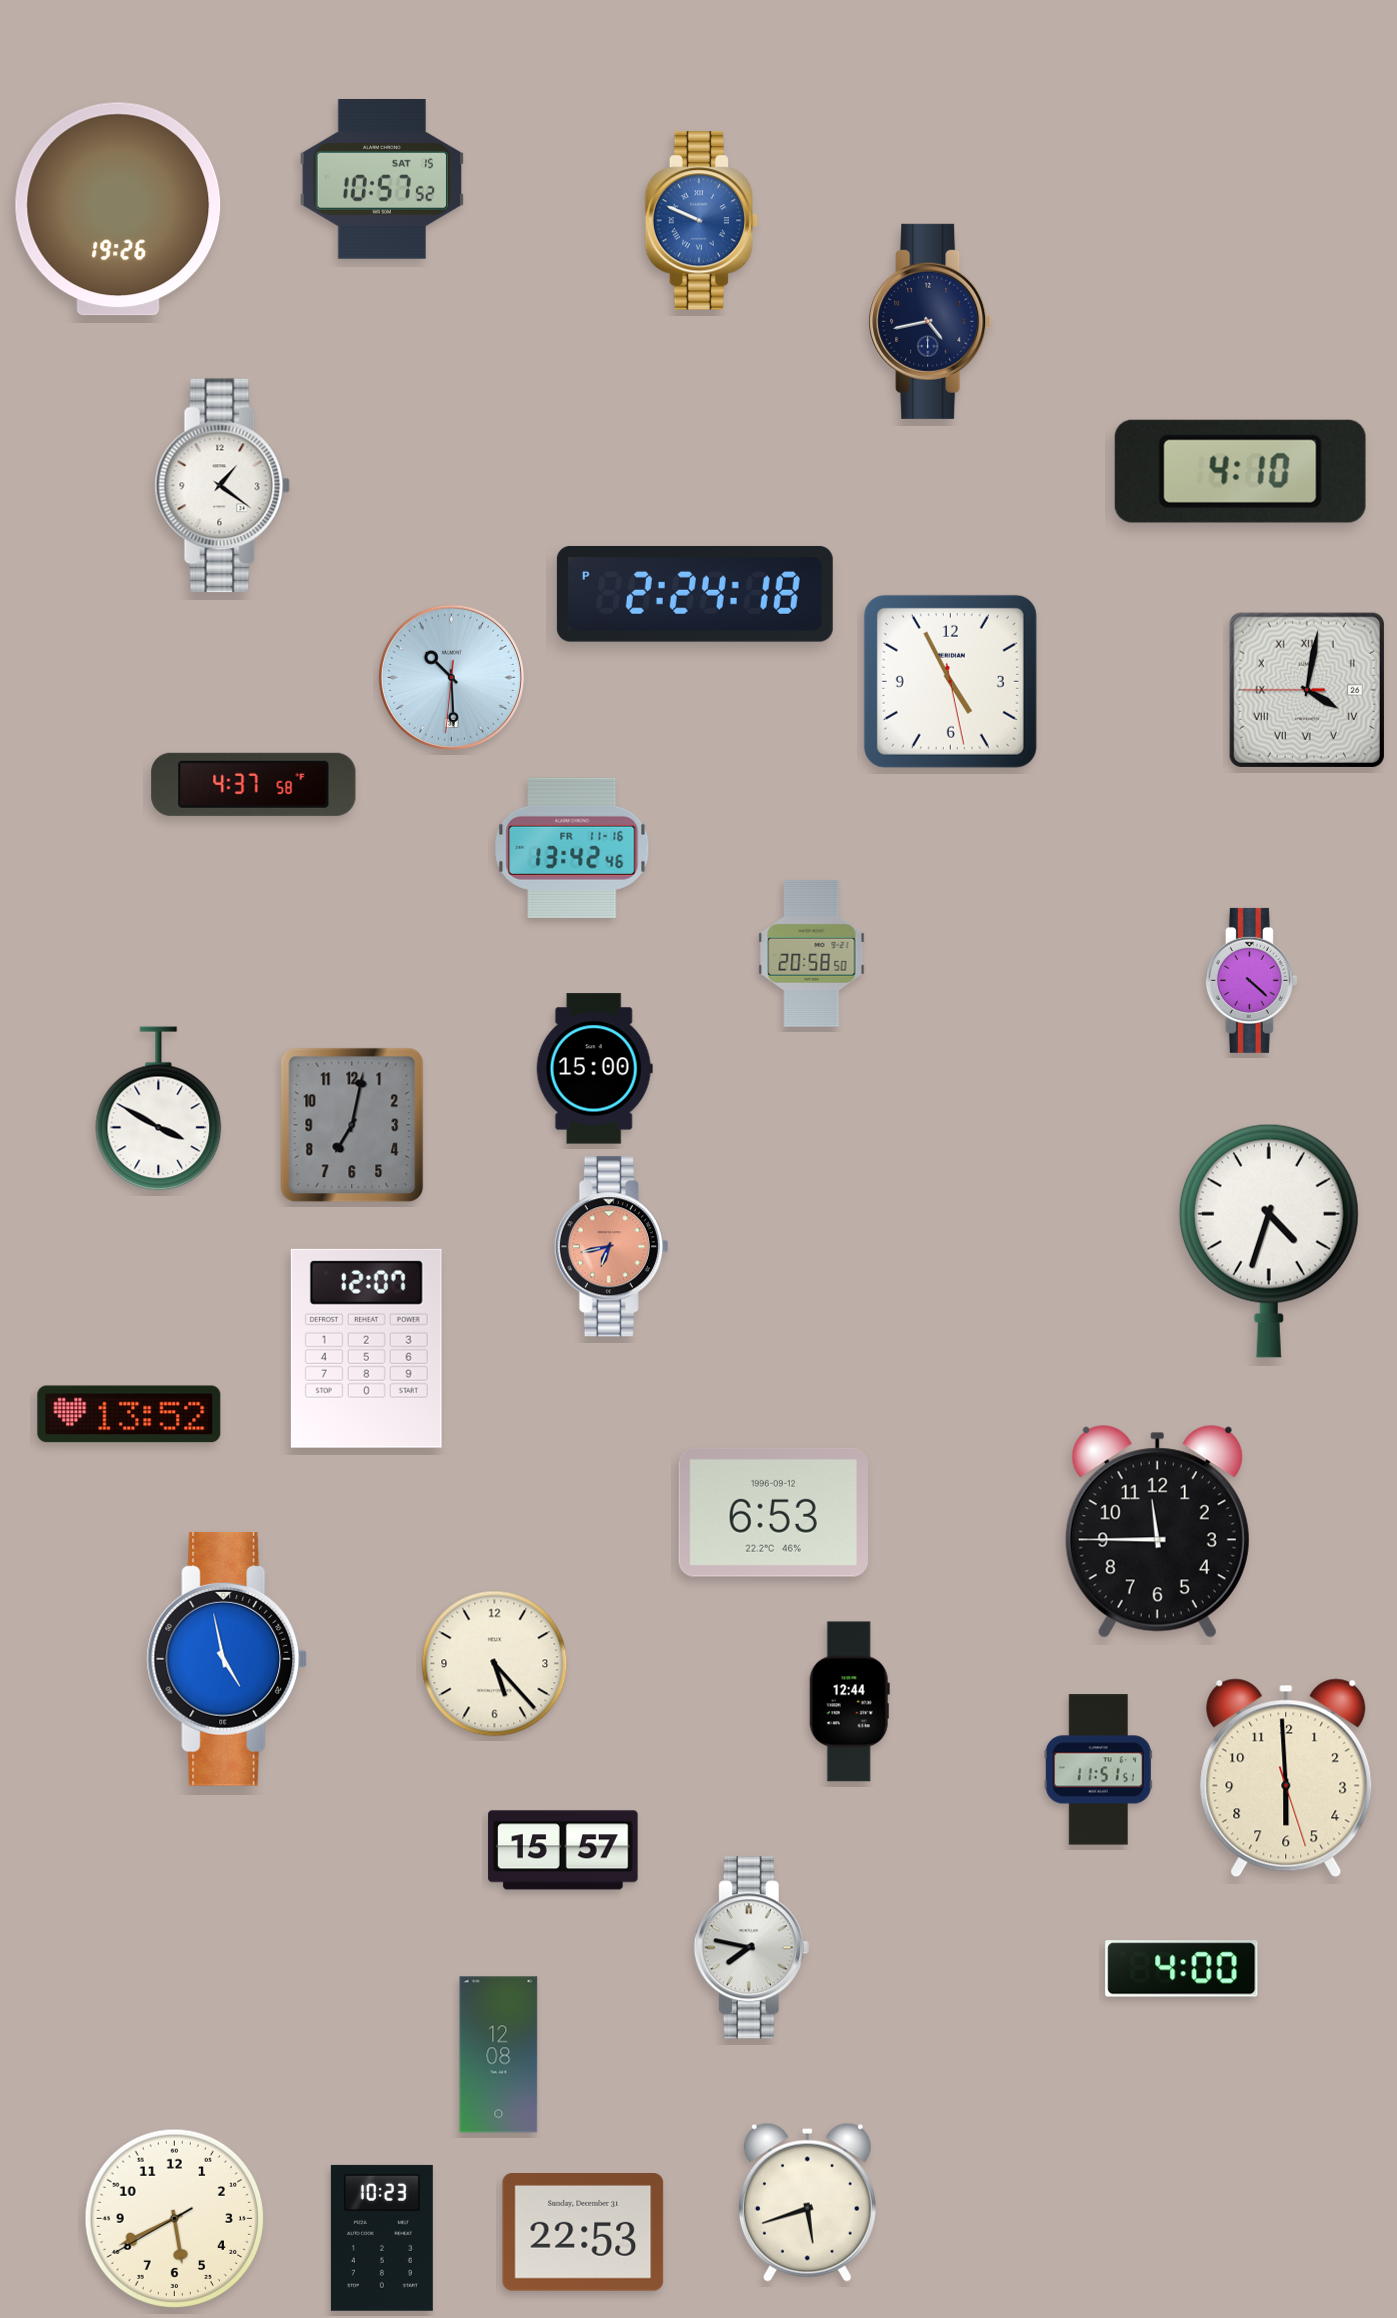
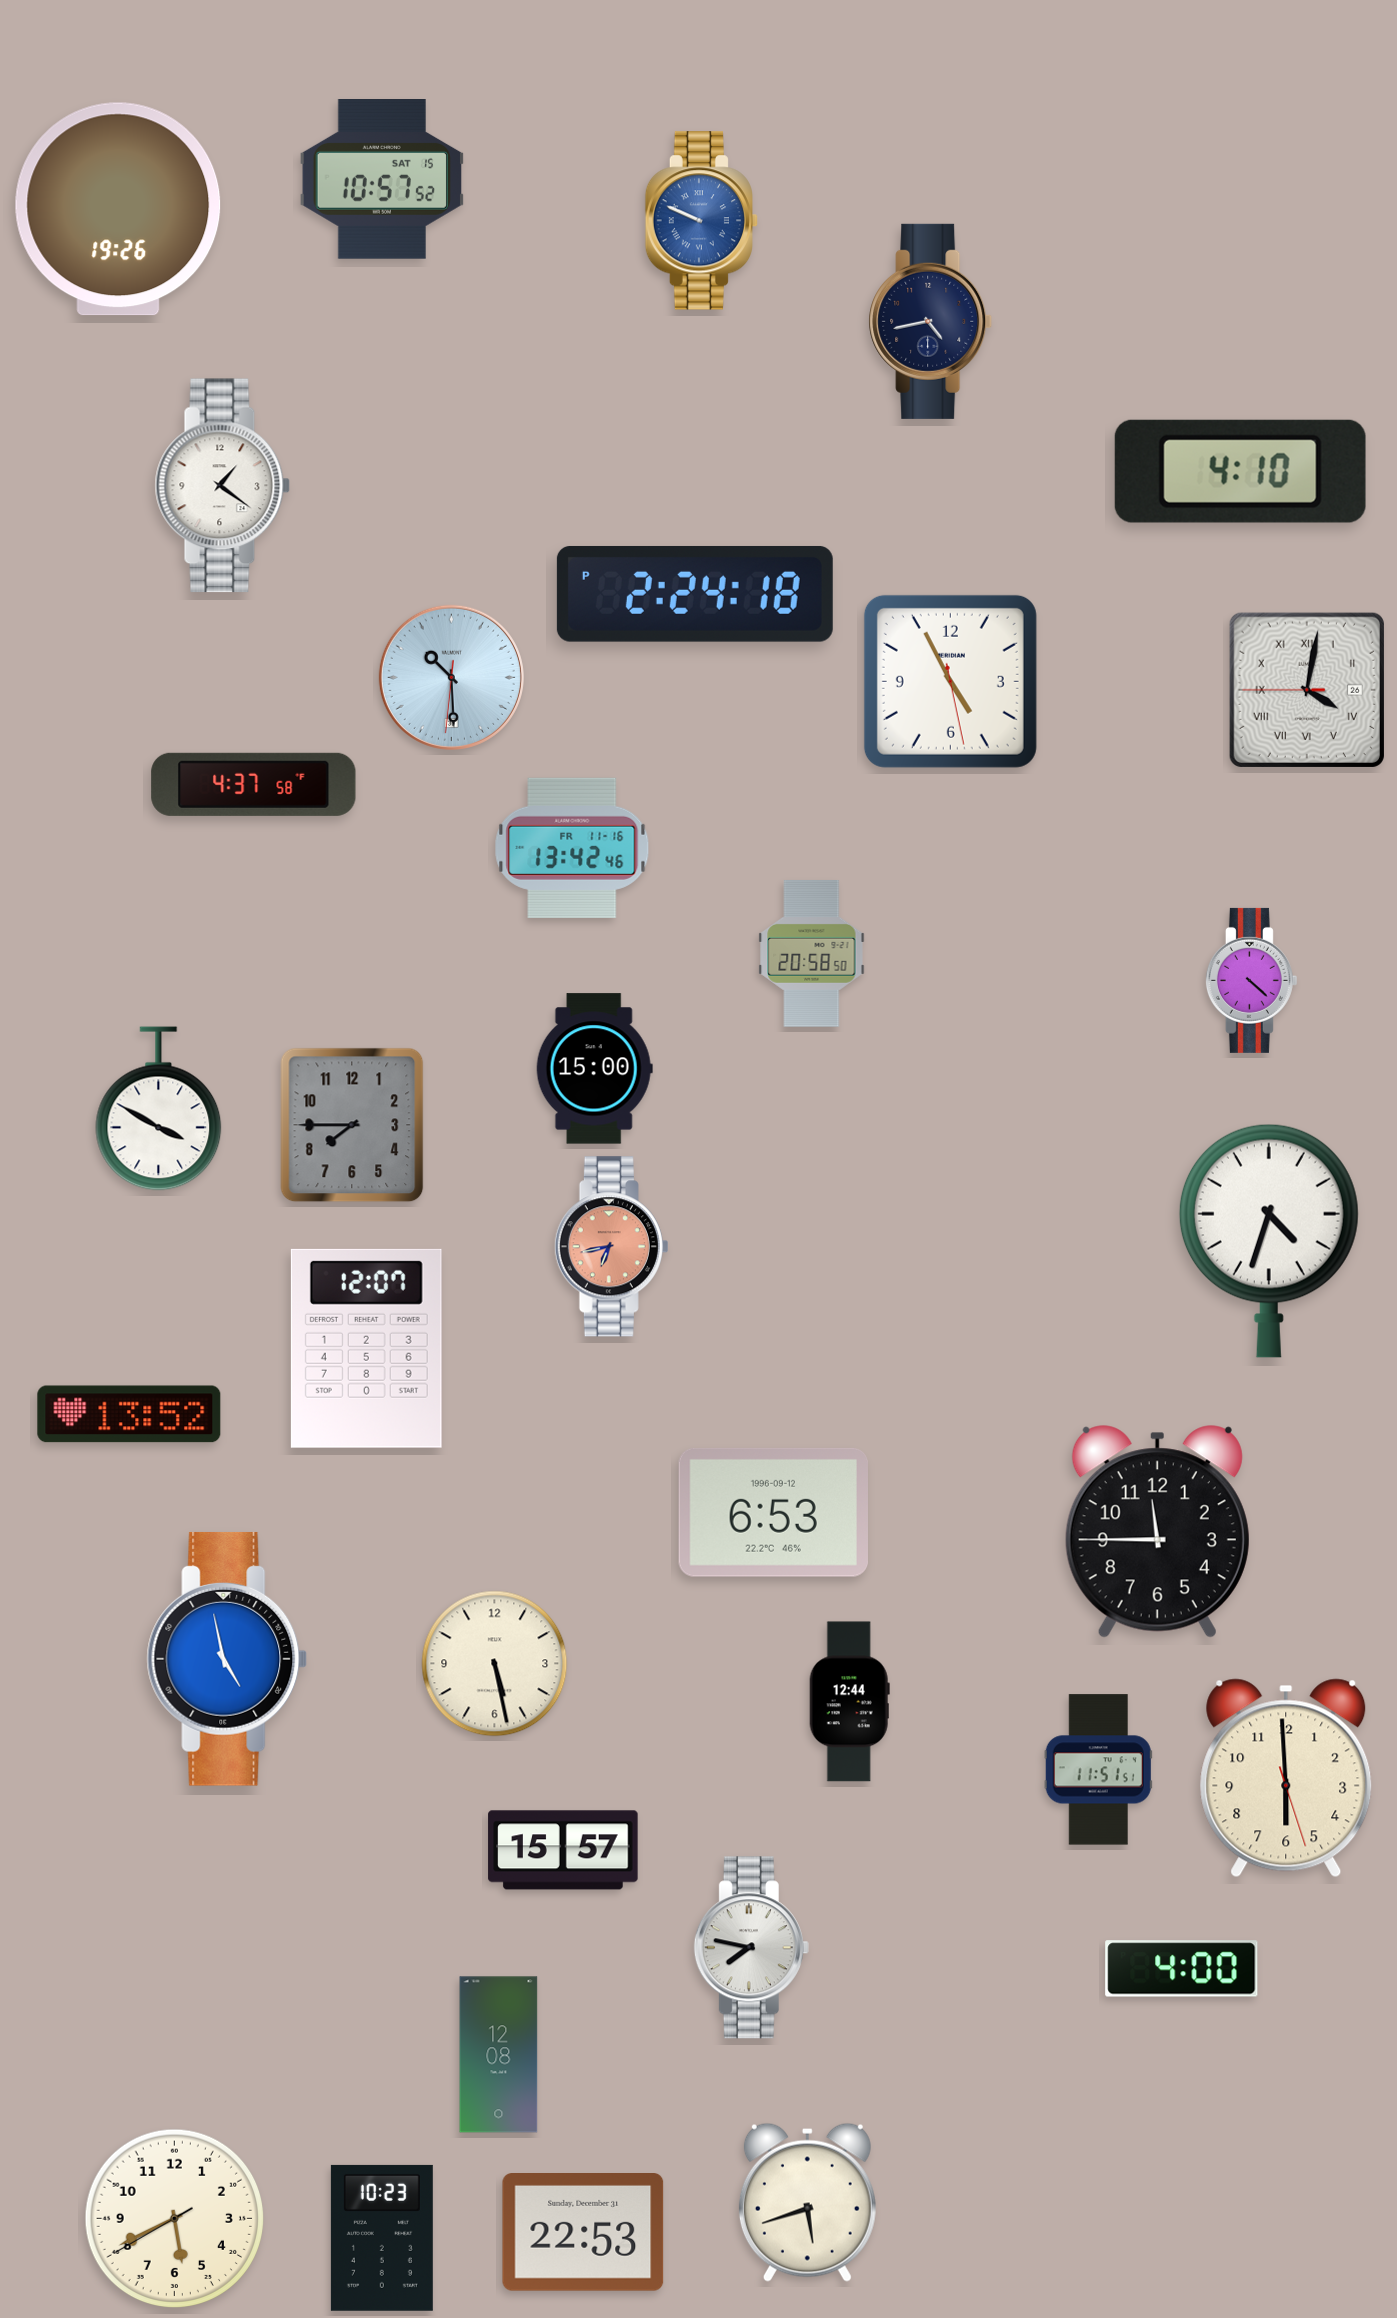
clock at (352, 1125): 7:02 -> 7:45
clock at (495, 1664): 5:23 -> 5:28
